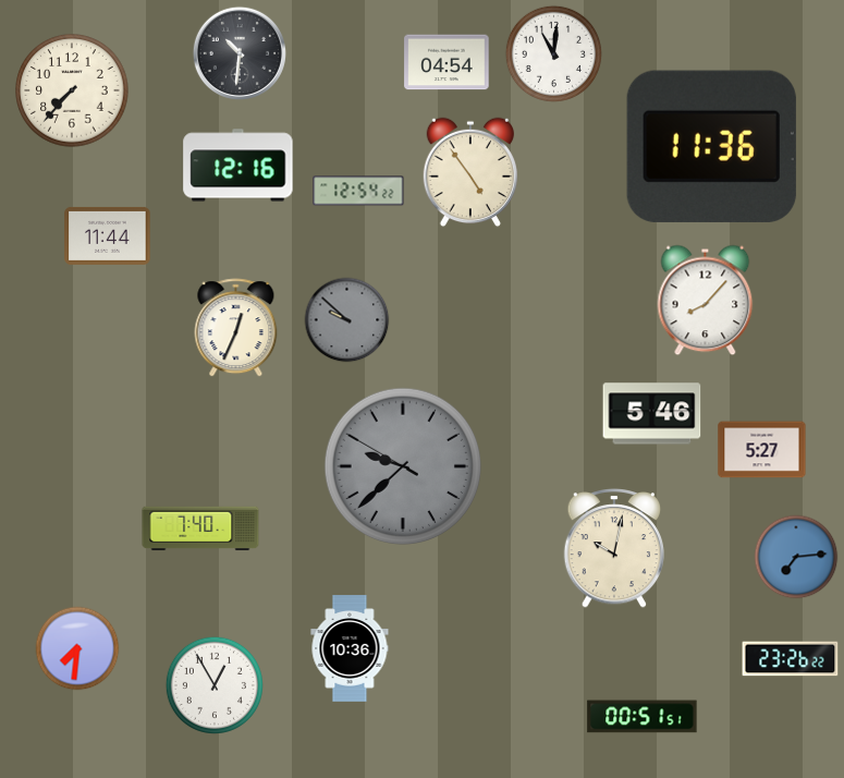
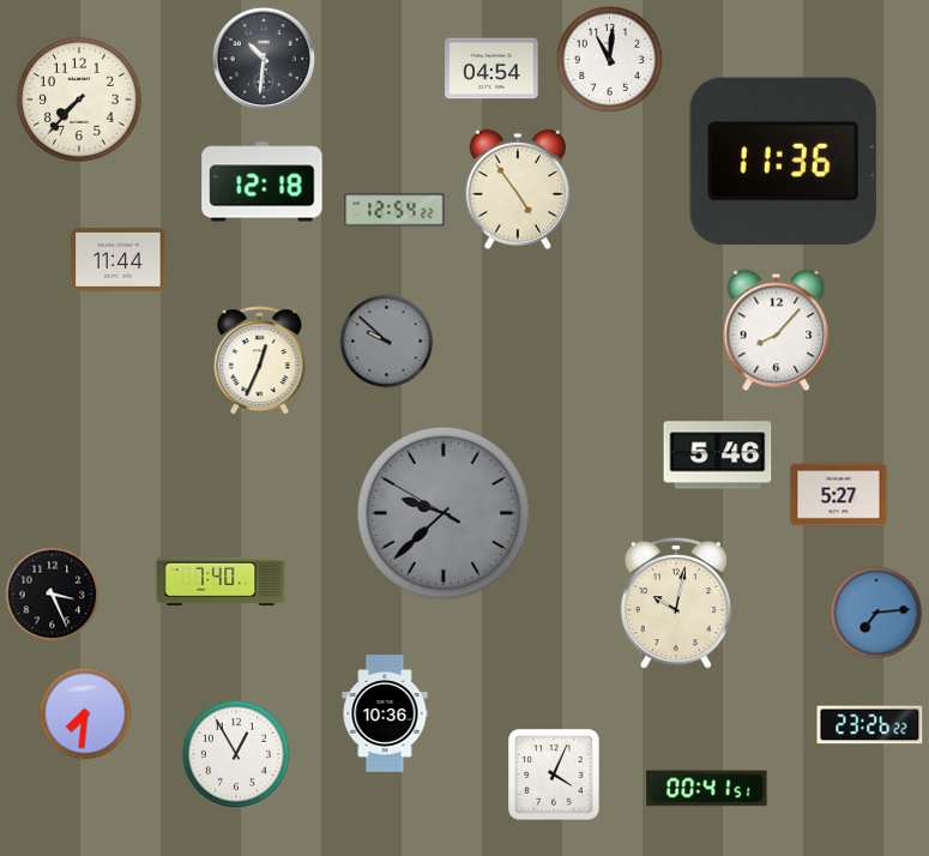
clock at (238, 166): 12:16 -> 12:18
clock at (347, 320) position: (347, 320) -> (387, 342)
clock at (53, 595): none -> 3:26
clock at (554, 774): none -> 4:04
clock at (643, 717): 00:51 -> 00:41
